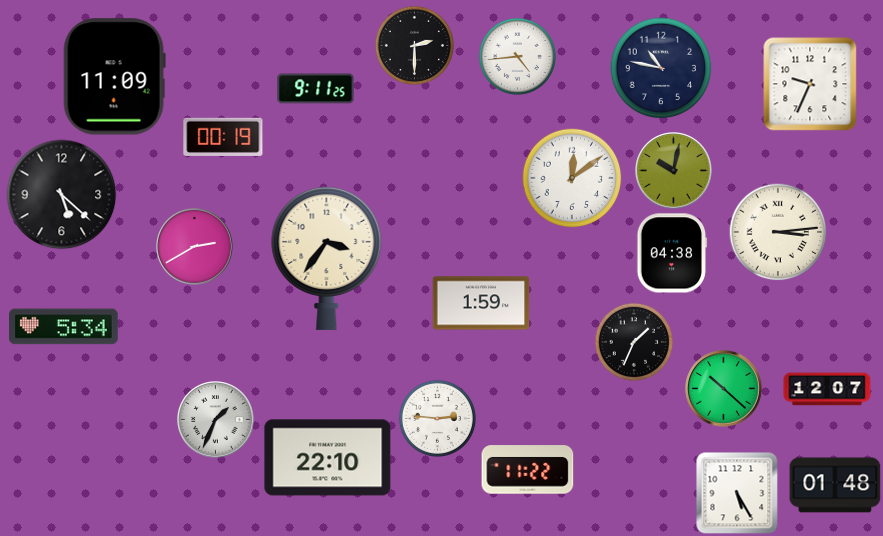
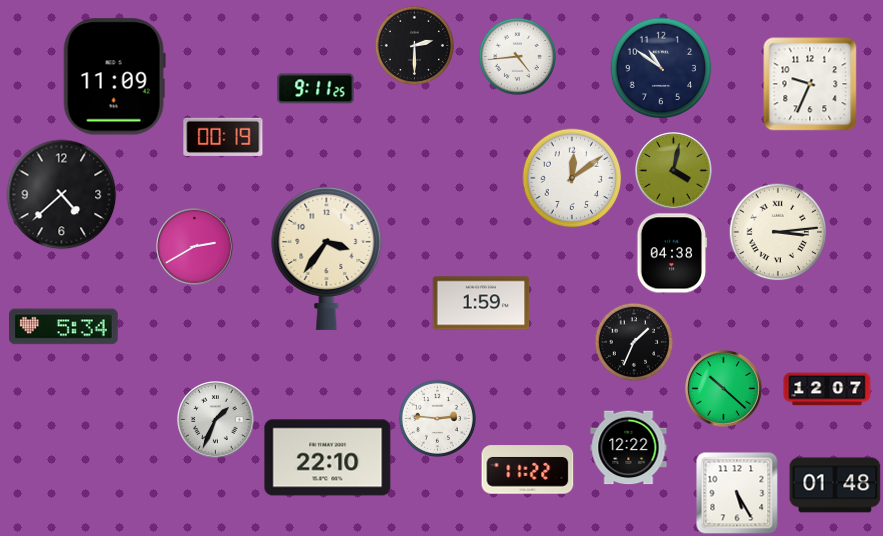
clock at (661, 68): 10:47 -> 10:51
clock at (674, 171): 10:02 -> 4:02
clock at (62, 195): 5:22 -> 4:38
clock at (629, 448): none -> 12:22
